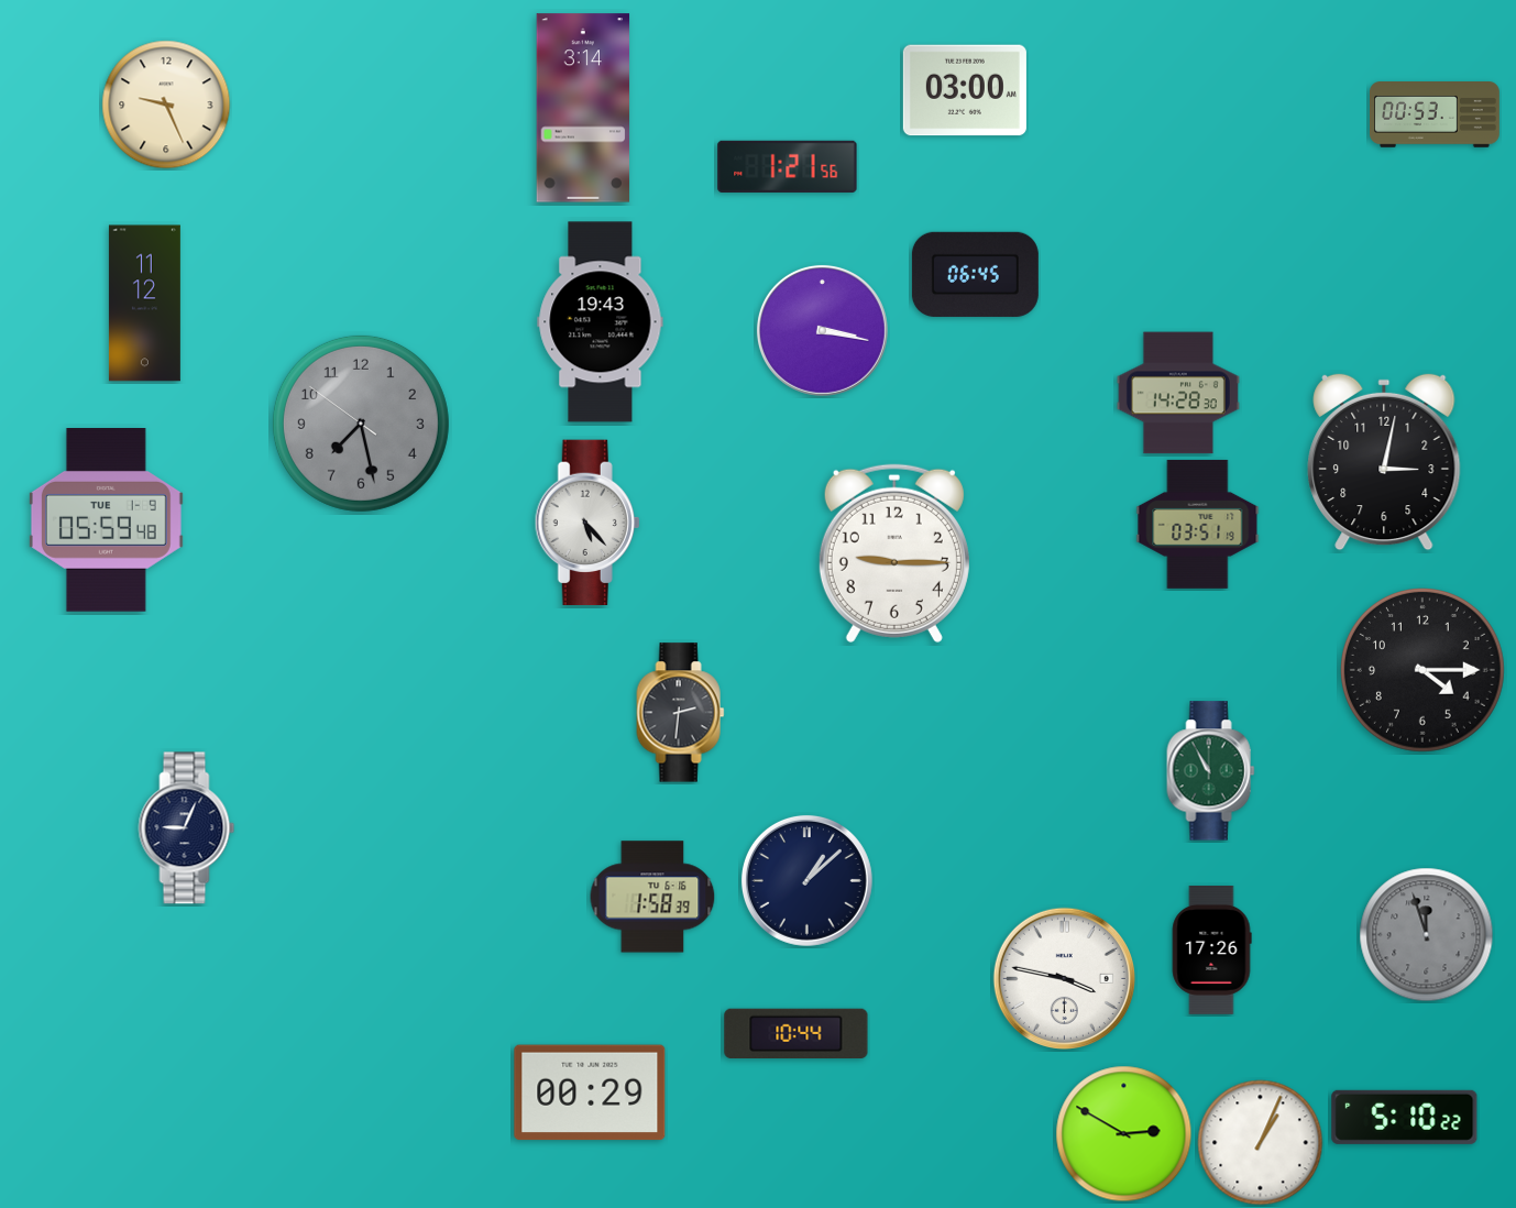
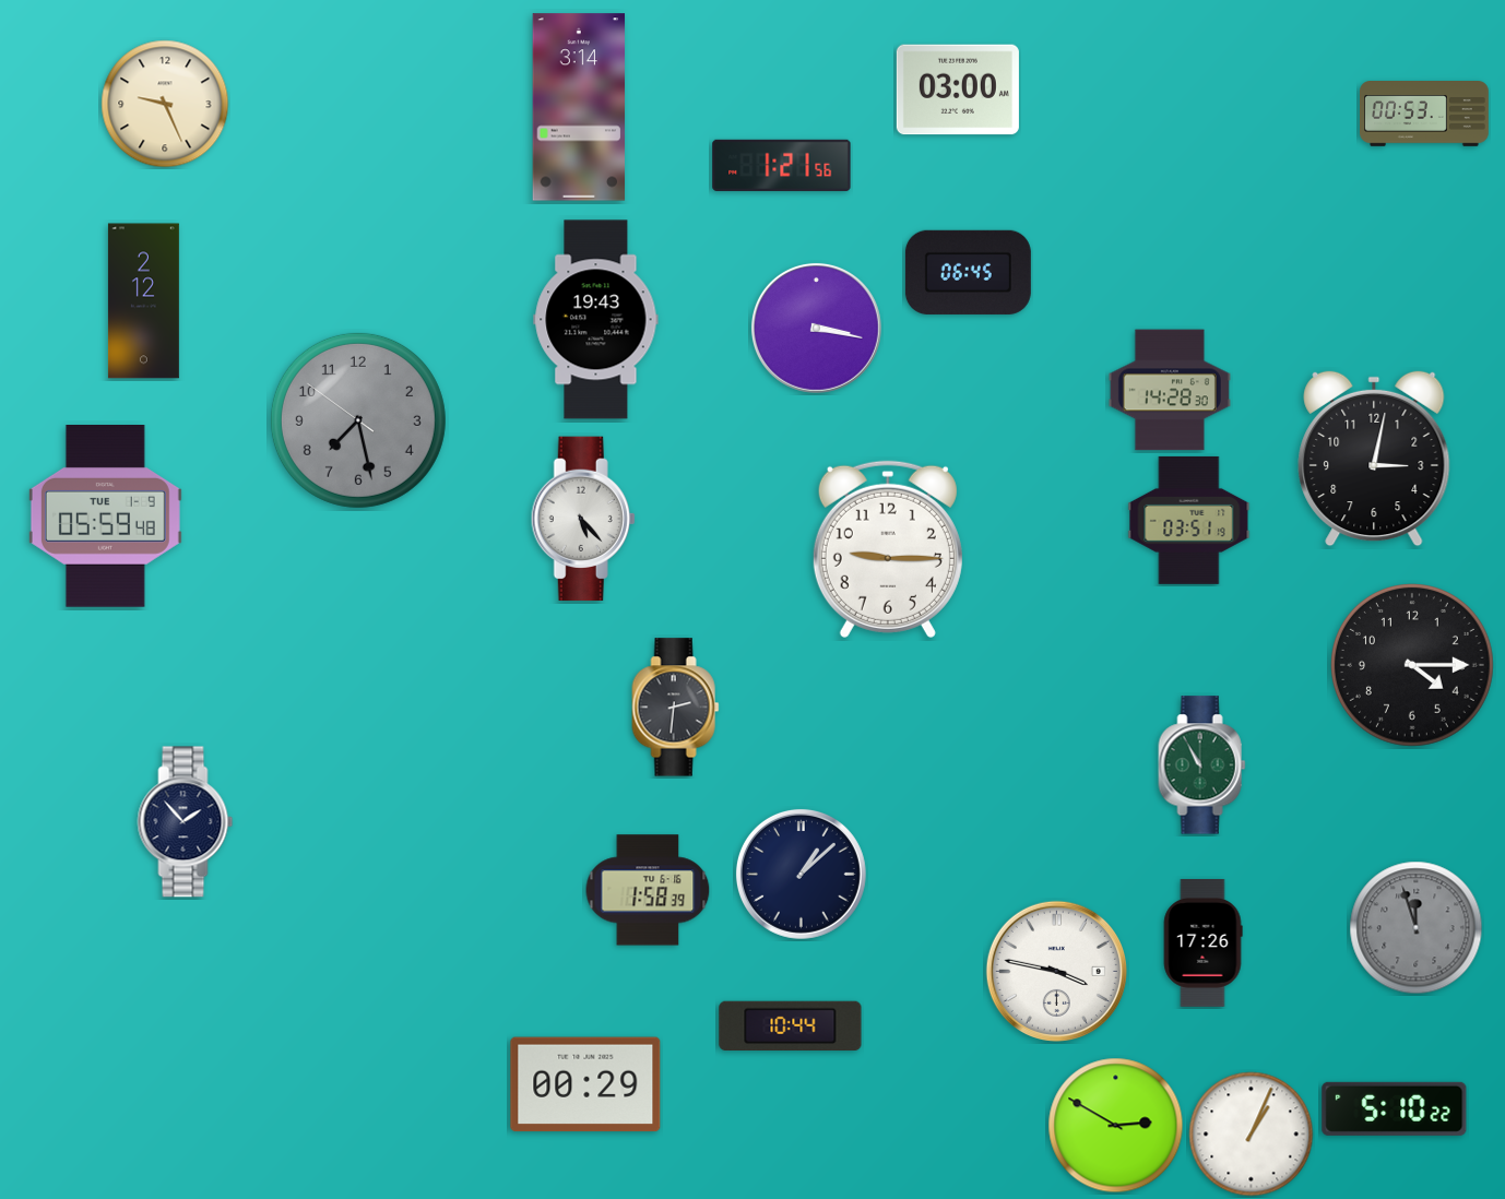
clock at (144, 304): 11:12 -> 2:12
clock at (187, 828): 9:04 -> 1:53
